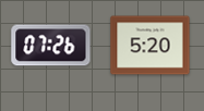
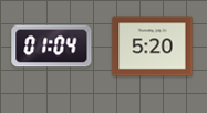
clock at (51, 46): 07:26 -> 01:04
